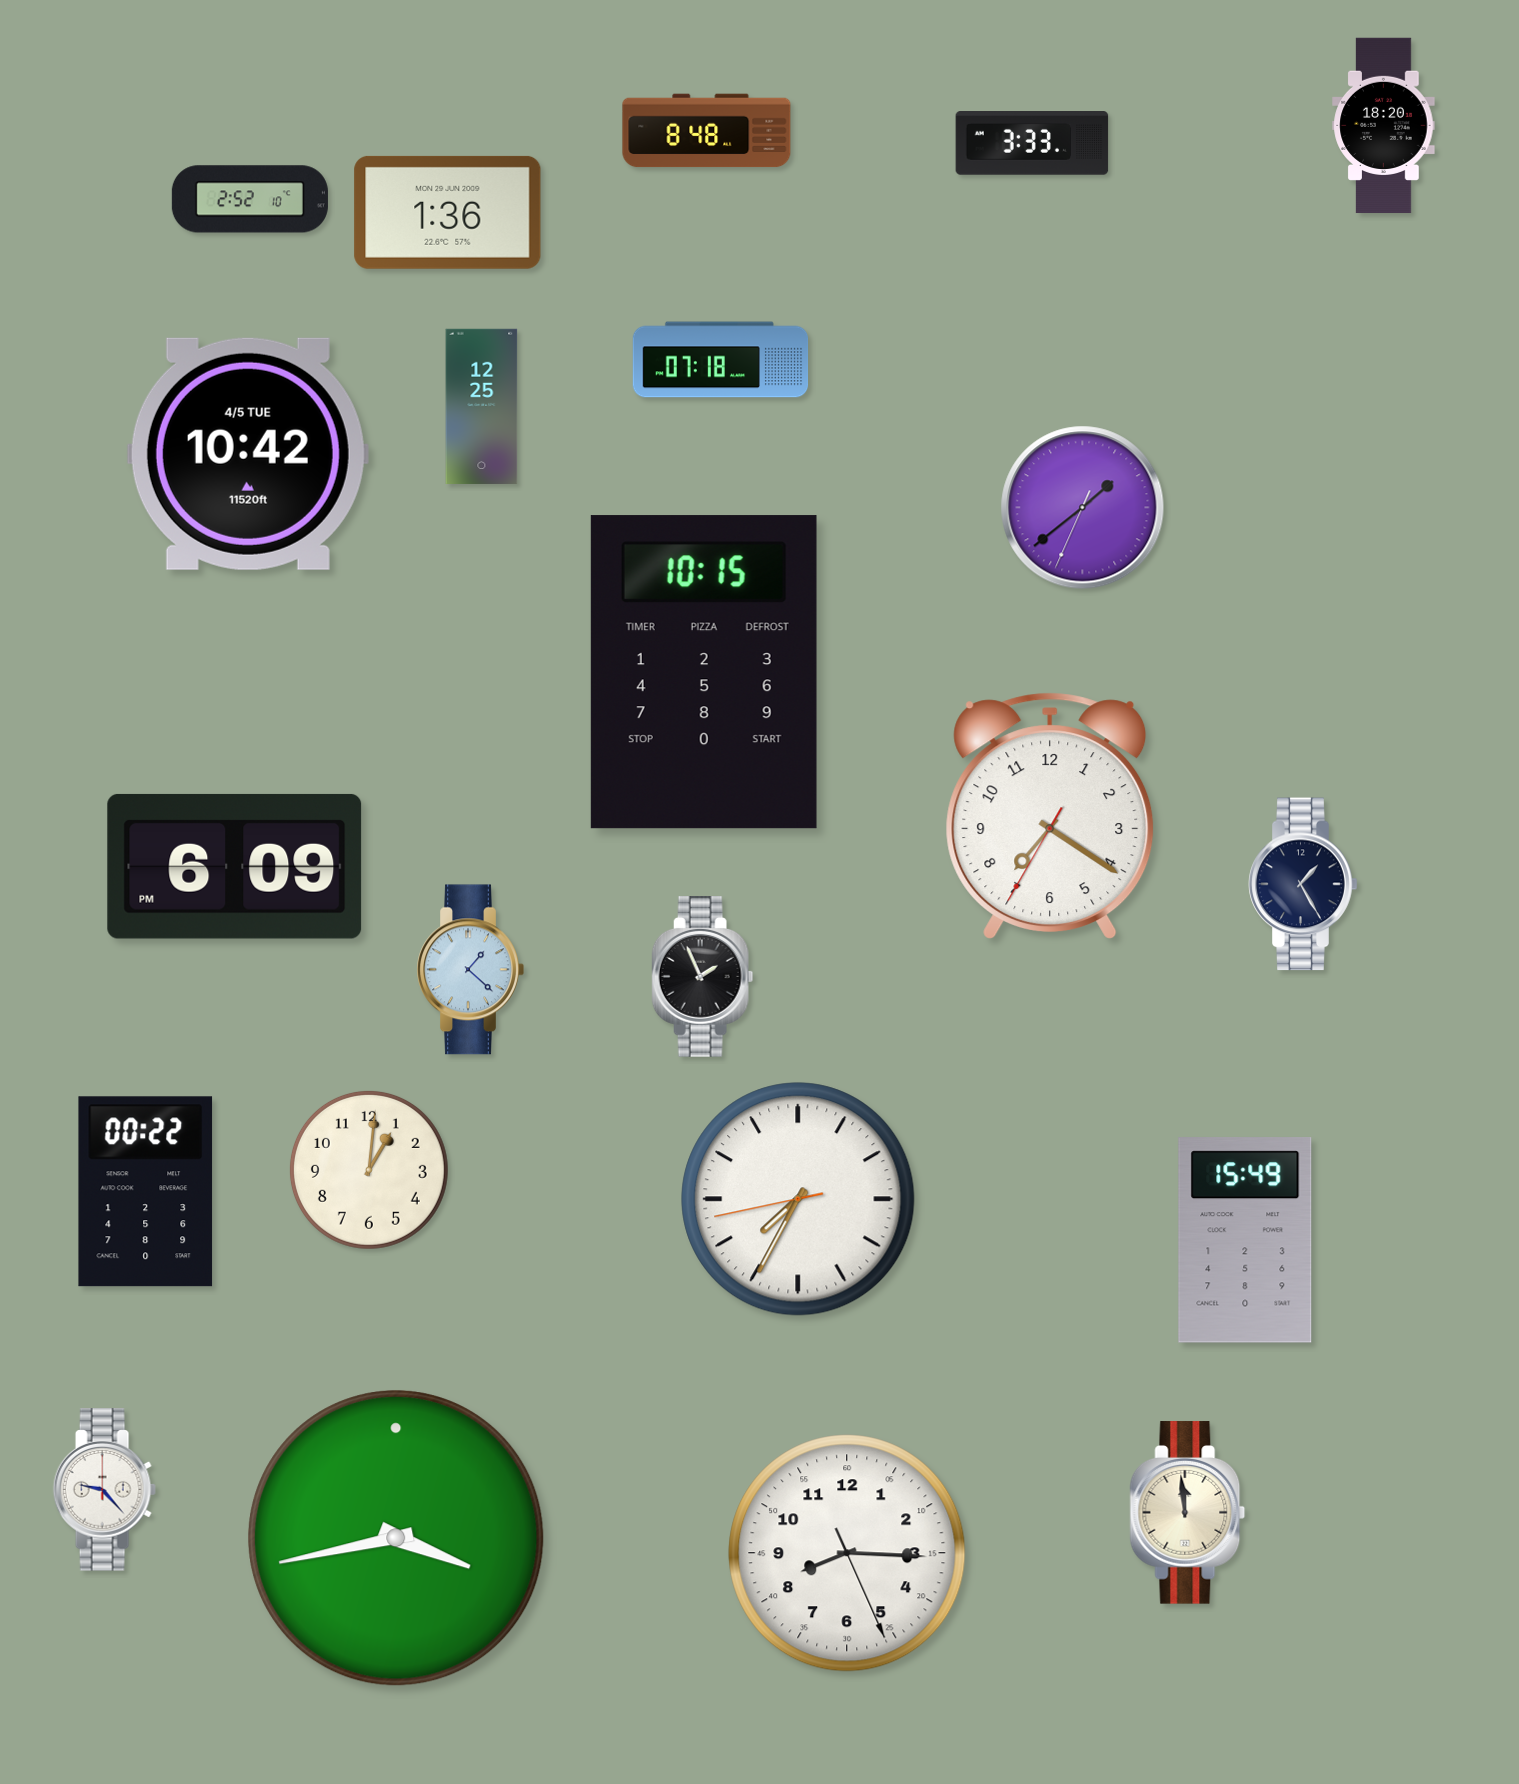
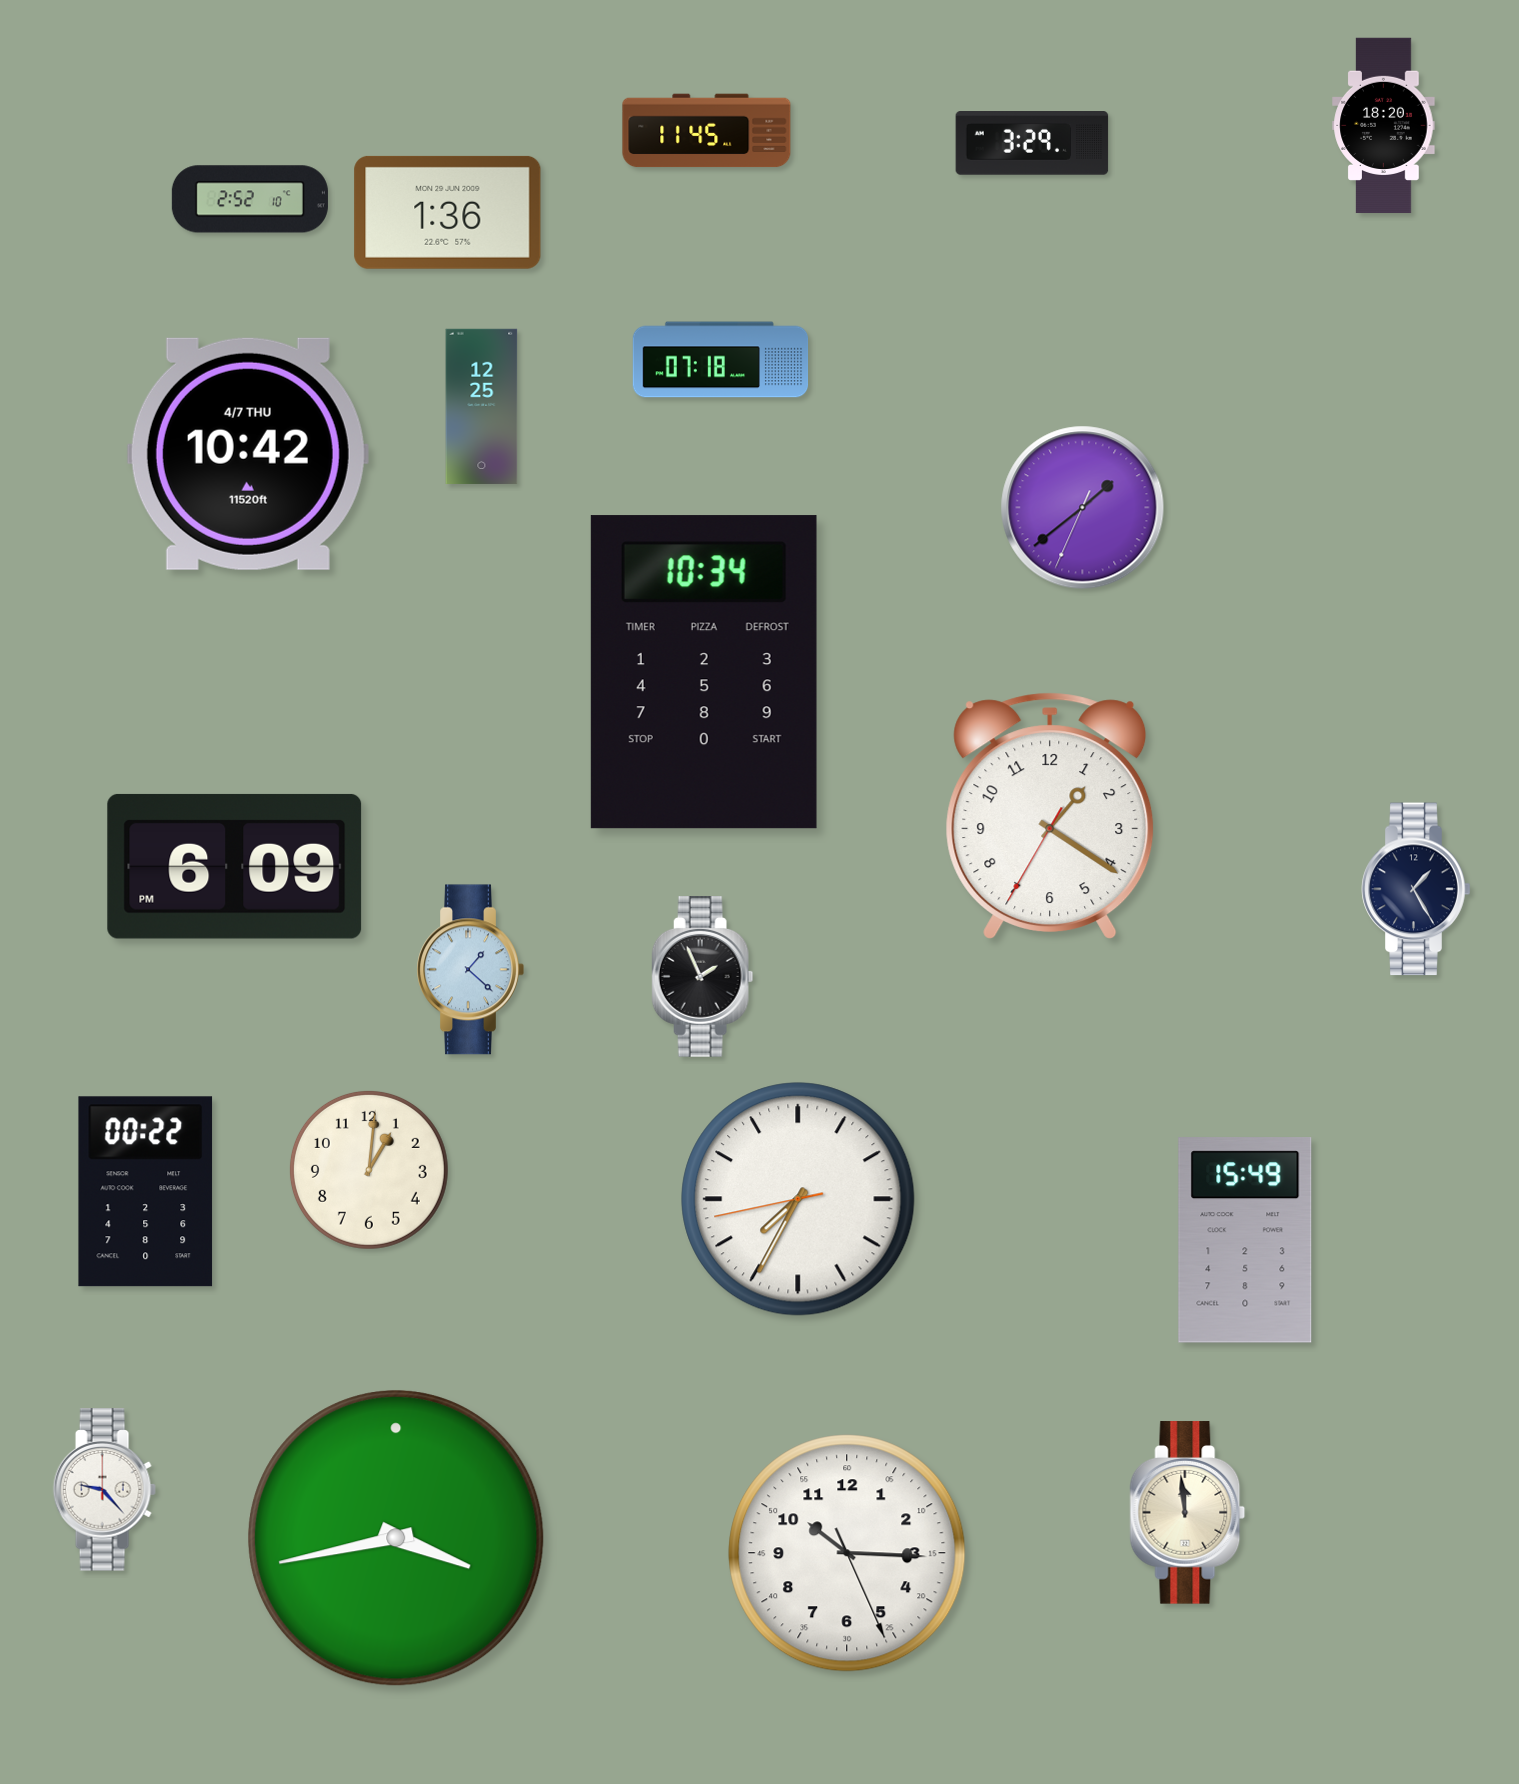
clock at (707, 131): 8:48 -> 11:45
clock at (1032, 143): 3:33 -> 3:29
clock at (248, 454) date: 4/5 TUE -> 4/7 THU
clock at (704, 672): 10:15 -> 10:34
clock at (1050, 815): 7:20 -> 1:20
clock at (1303, 884) position: (1303, 884) -> (1416, 889)
clock at (847, 1553): 8:15 -> 10:15
